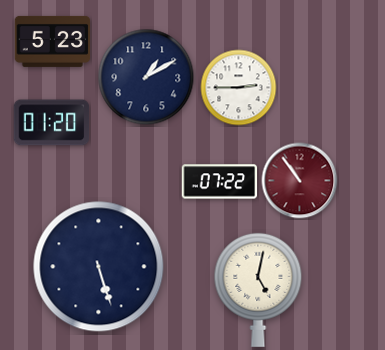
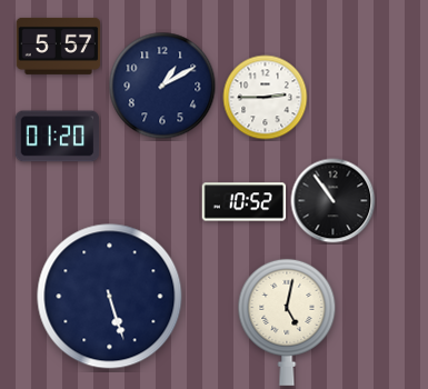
clock at (53, 41): 5:23 -> 5:57
clock at (300, 181) dial: burgundy -> black
clock at (220, 182): 07:22 -> 10:52
